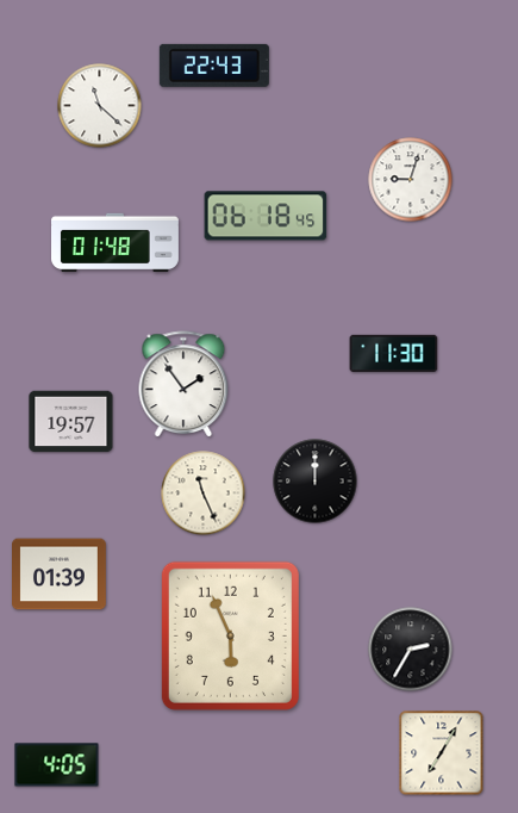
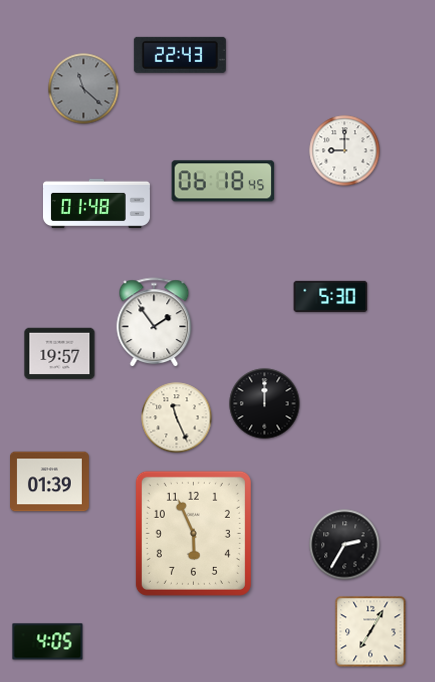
clock at (100, 106) dial: white -> grey
clock at (411, 180): 9:03 -> 9:00
clock at (394, 353): 11:30 -> 5:30
clock at (204, 494) position: (204, 494) -> (177, 418)
